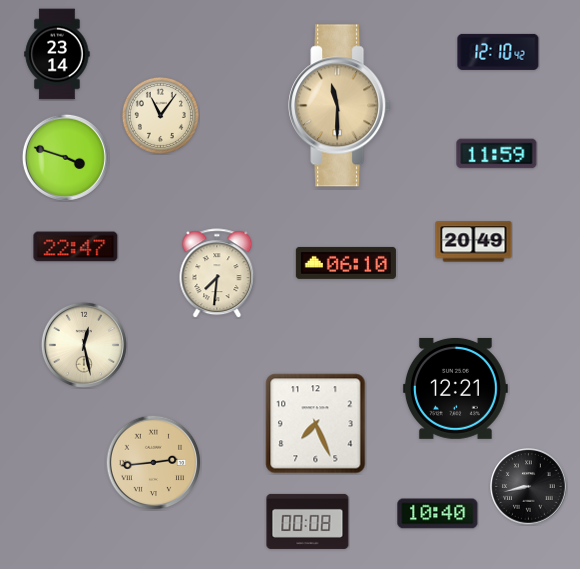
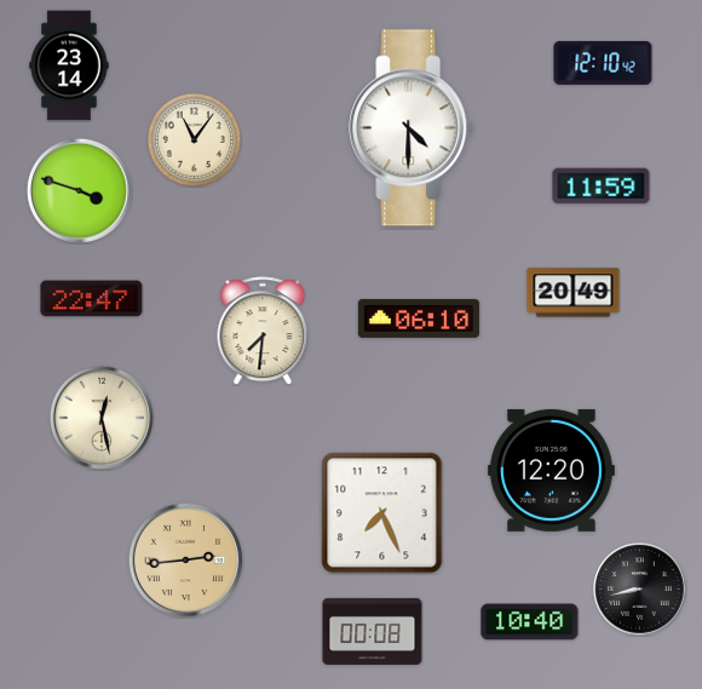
clock at (340, 106): 11:30 -> 4:30
clock at (340, 106) dial: champagne -> white
clock at (455, 388): 12:21 -> 12:20
